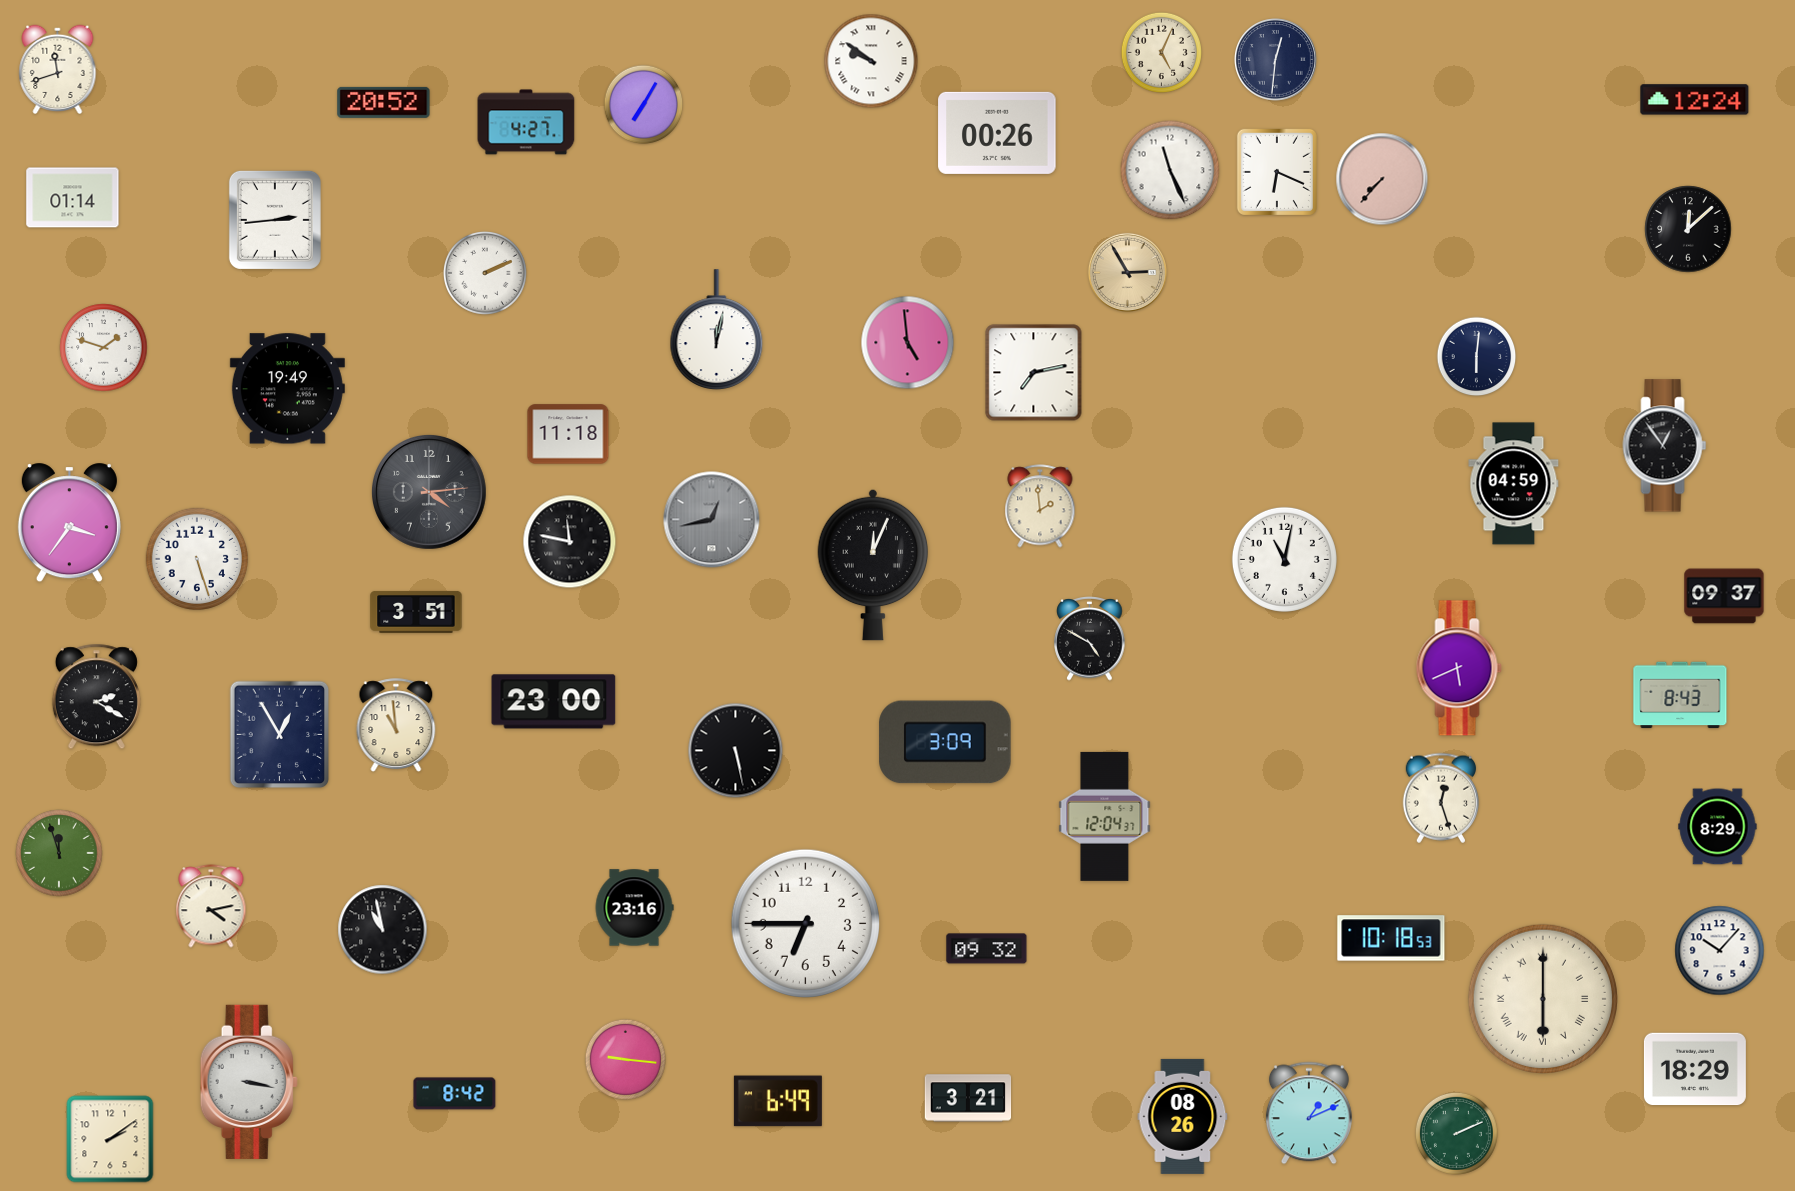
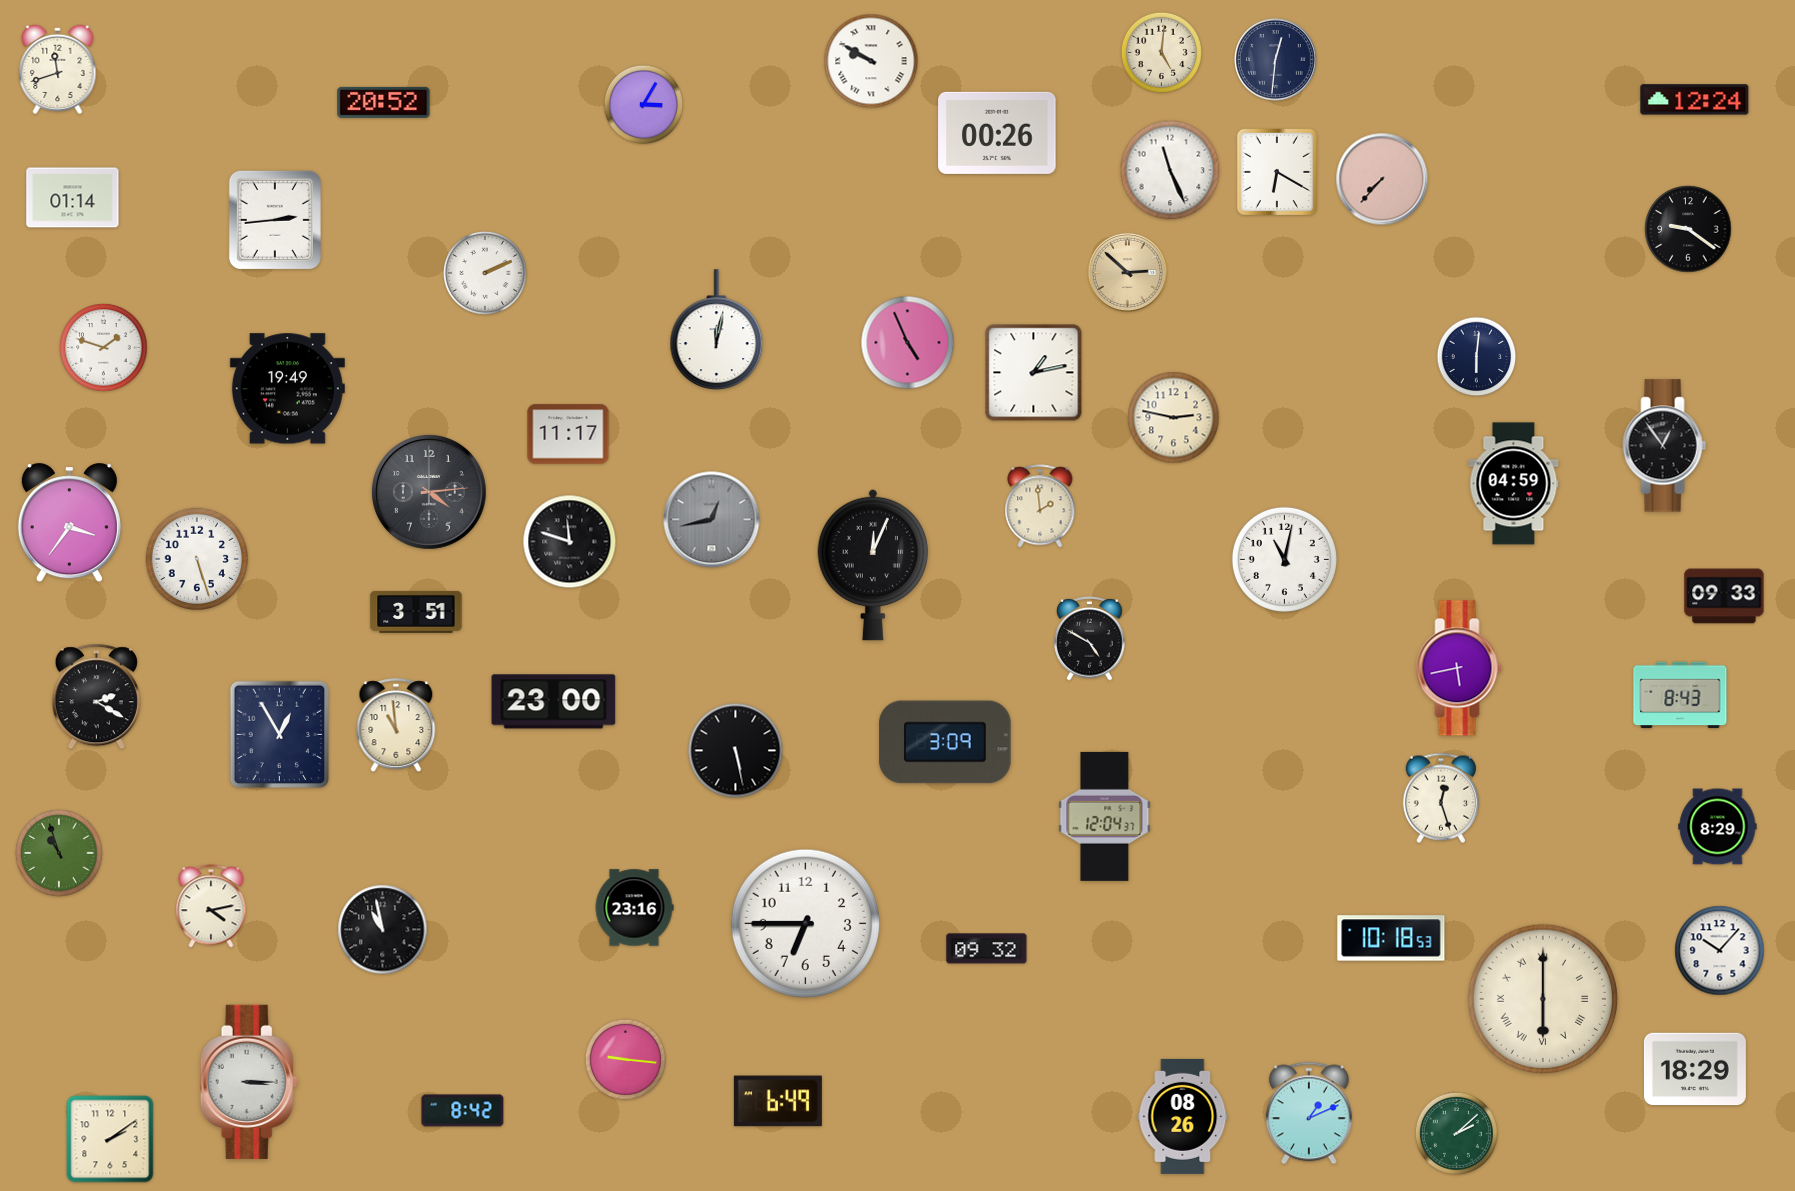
clock at (1161, 52): 5:04 -> 5:01
clock at (871, 61): 9:51 -> 9:50
clock at (644, 105): 7:05 -> 3:05
clock at (526, 122): 4:27 -> none
clock at (1277, 172): 6:19 -> 6:20
clock at (1688, 229): 12:08 -> 9:21
clock at (1127, 272): 2:55 -> 2:52
clock at (908, 343): 4:59 -> 4:56
clock at (1034, 373): 7:13 -> 1:13
clock at (1174, 418): none -> 2:47
clock at (568, 434): 11:18 -> 11:17
clock at (570, 542): 11:47 -> 11:48
clock at (1724, 596): 09:37 -> 09:33
clock at (1459, 668): 5:41 -> 5:43
clock at (59, 853): 11:57 -> 10:57
clock at (249, 1082): 3:17 -> 3:15
clock at (455, 1094) position: (455, 1094) -> (463, 1111)
clock at (968, 1098): 3:21 -> none
clock at (1456, 1133): 2:11 -> 2:08
